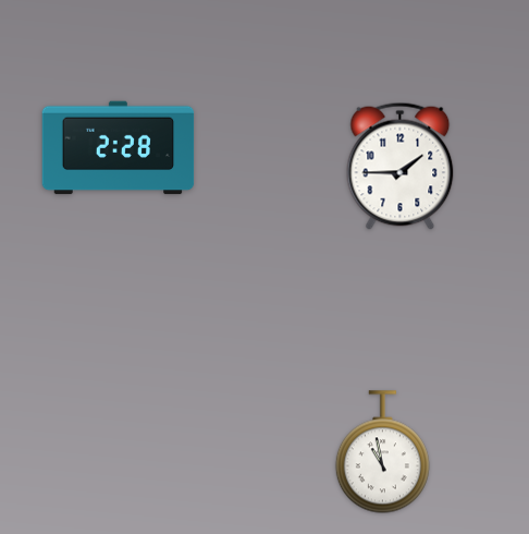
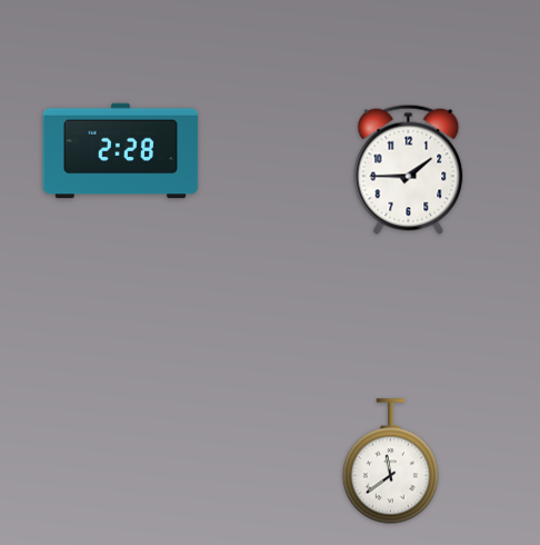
clock at (382, 452): 10:58 -> 11:39
